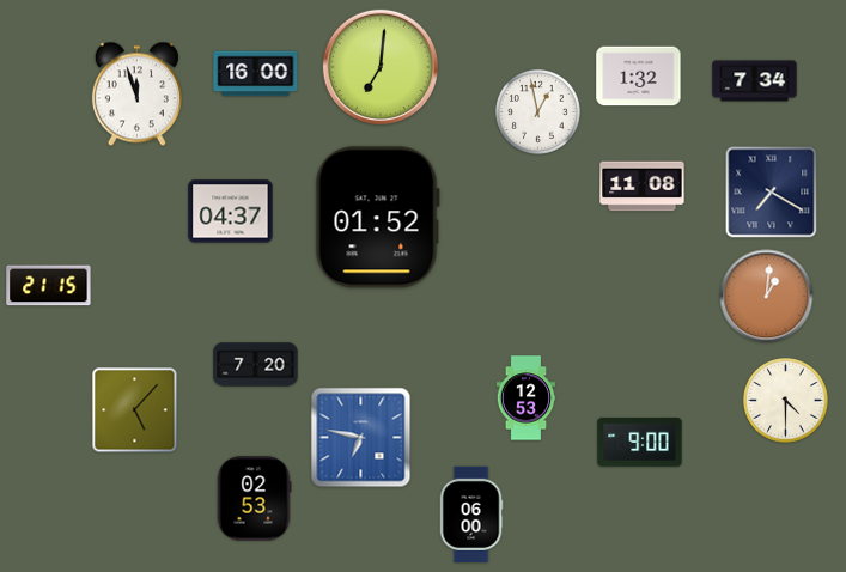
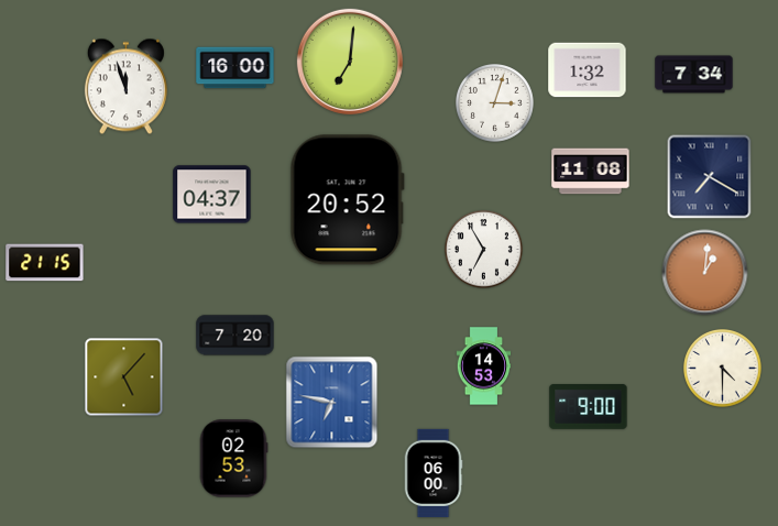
clock at (538, 112): 12:58 -> 3:03
clock at (377, 218): 01:52 -> 20:52
clock at (484, 250): none -> 6:55
clock at (527, 398): 12:53 -> 14:53
